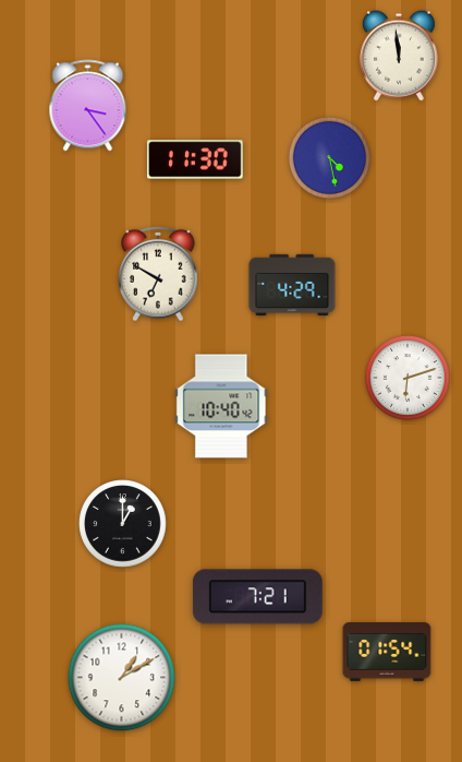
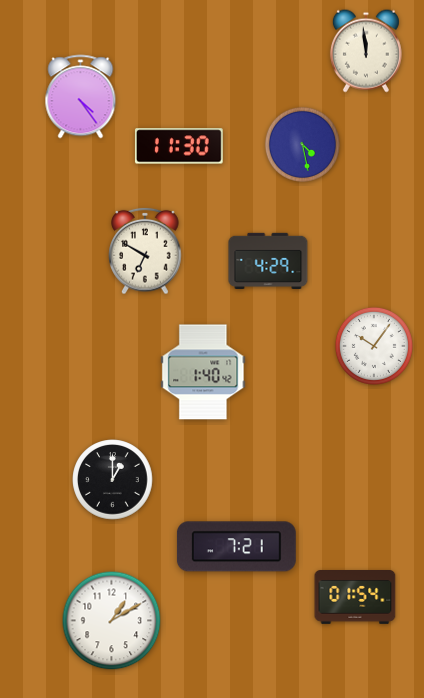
clock at (88, 106): 3:24 -> 4:24
clock at (408, 378): 6:12 -> 10:06
clock at (221, 406): 10:40 -> 1:40
